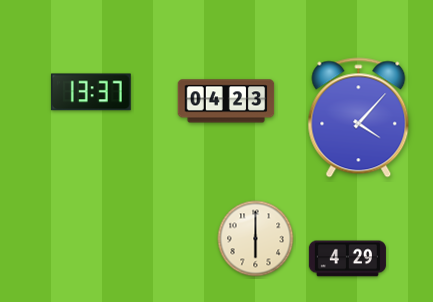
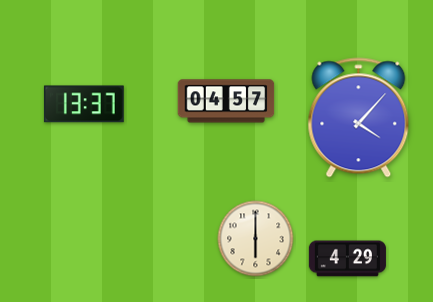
clock at (91, 92) position: (91, 92) -> (84, 104)
clock at (226, 101): 04:23 -> 04:57
